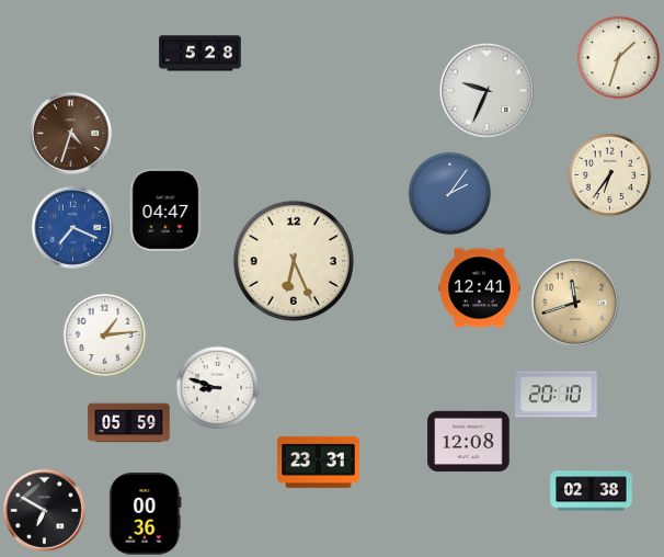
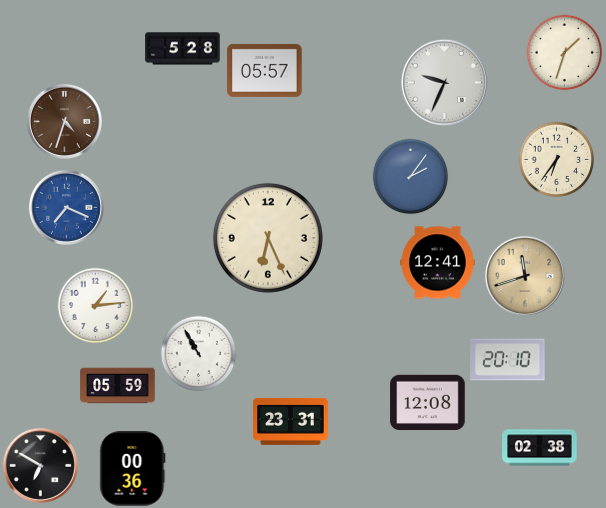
clock at (265, 70): none -> 05:57
clock at (165, 211): 04:47 -> none
clock at (218, 388): 8:48 -> 10:55
